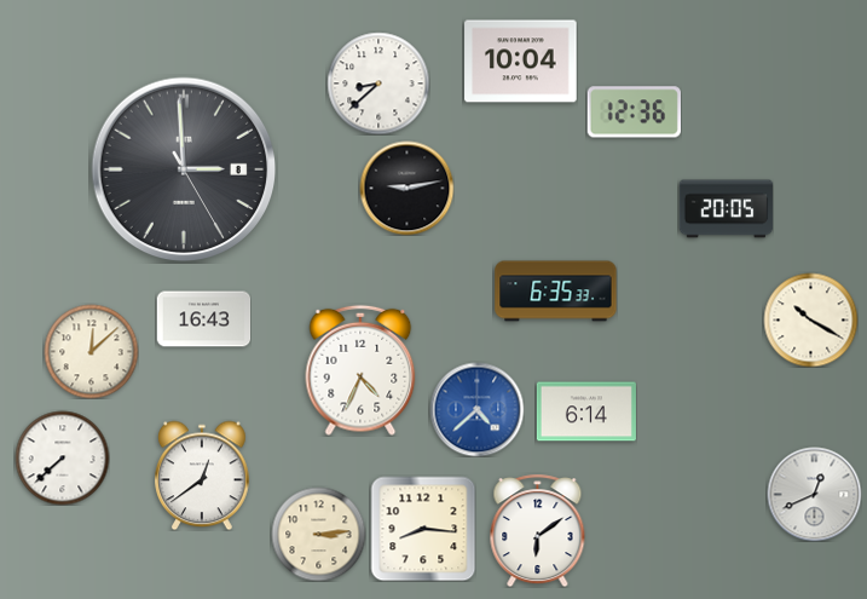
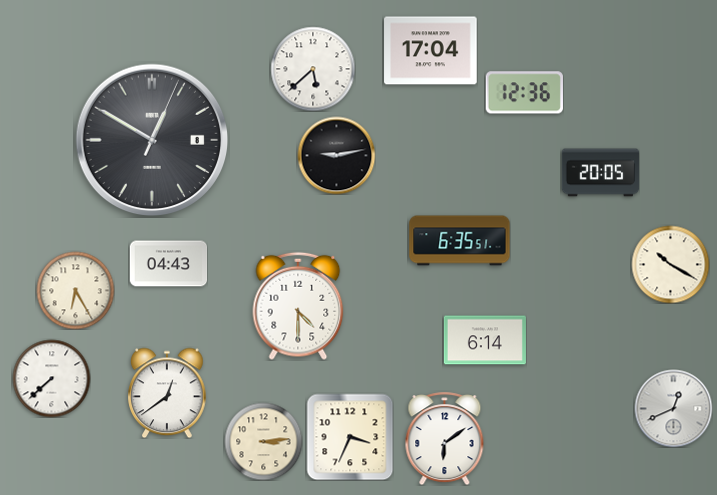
clock at (521, 62): 10:04 -> 17:04
clock at (378, 83): 8:38 -> 5:38
clock at (184, 169): 2:59 -> 12:50
clock at (556, 292): 6:35:33 -> 6:35:51
clock at (203, 319): 16:43 -> 04:43
clock at (91, 351): 12:08 -> 6:25
clock at (360, 370): 4:34 -> 4:30
clock at (476, 409): 4:38 -> none
clock at (423, 529): 8:16 -> 3:34
